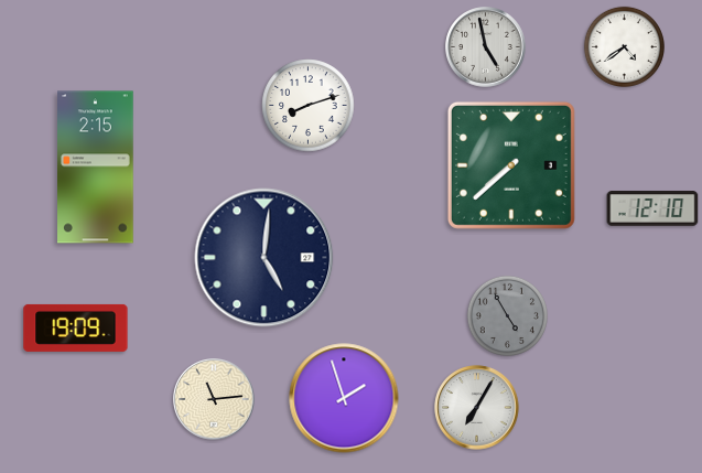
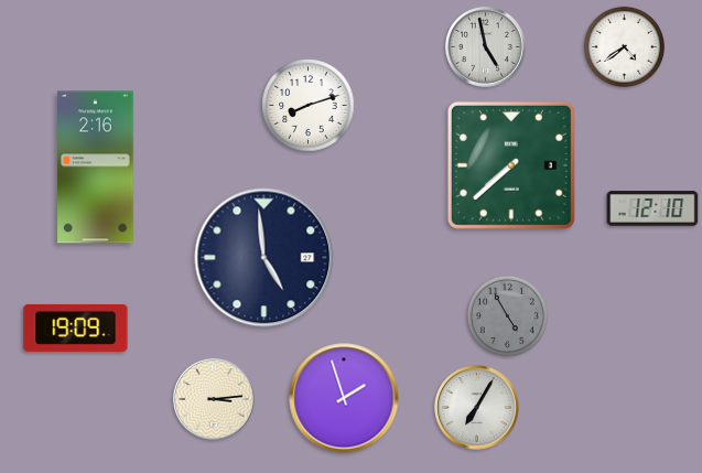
clock at (96, 168): 2:15 -> 2:16
clock at (264, 258): 5:01 -> 4:59
clock at (214, 399): 11:14 -> 3:14
